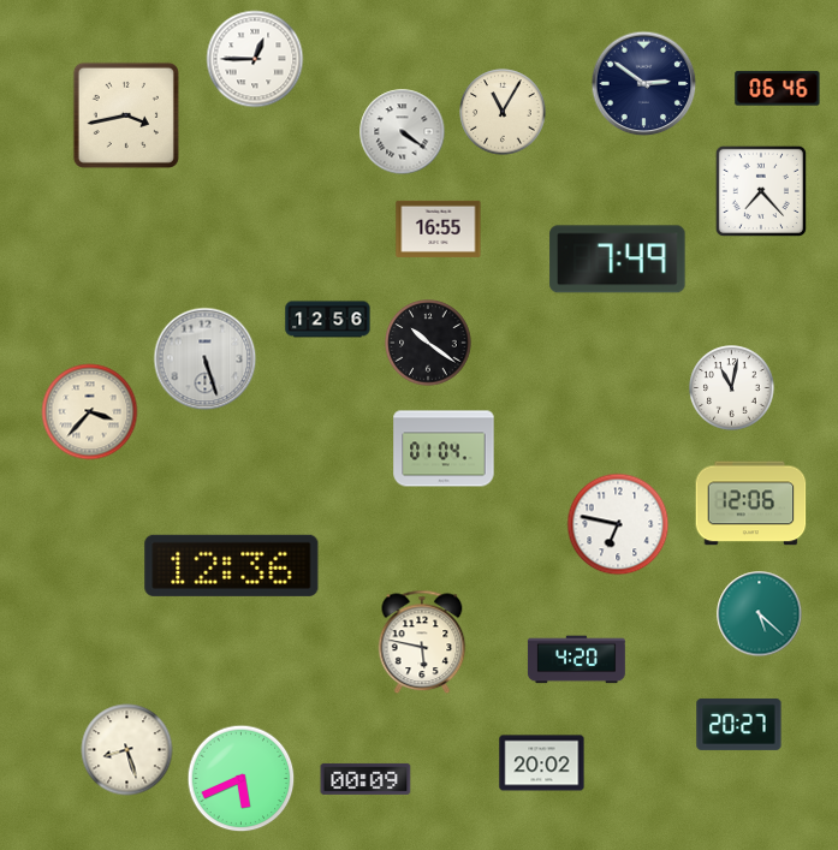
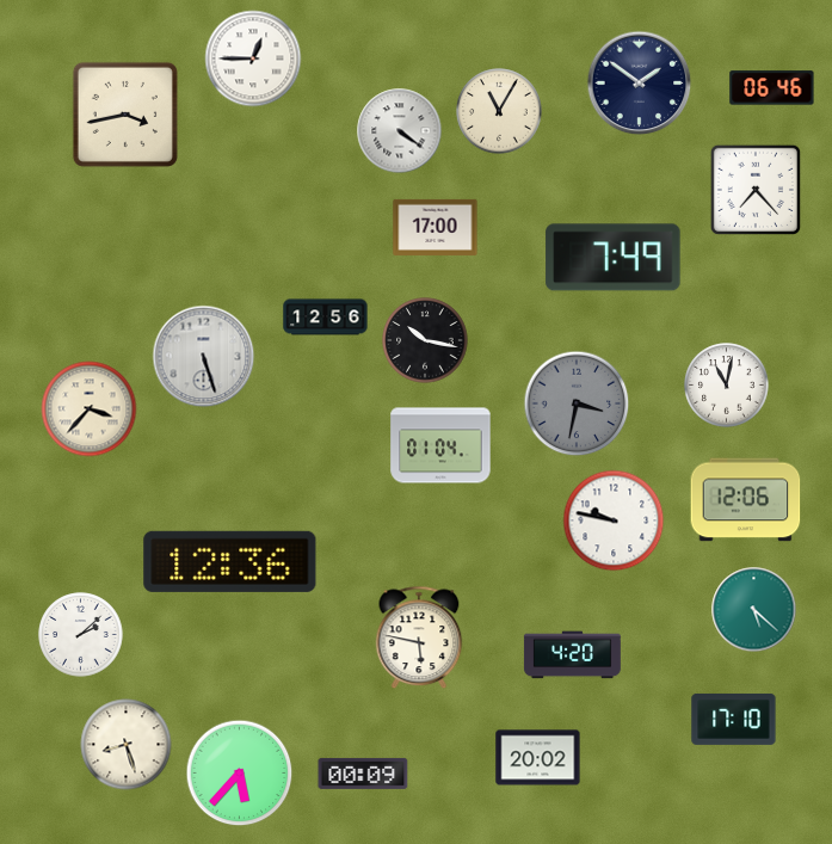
clock at (644, 84): 2:51 -> 1:51
clock at (439, 228): 16:55 -> 17:00
clock at (428, 343): 10:21 -> 10:17
clock at (577, 403): none -> 3:32
clock at (618, 524): 6:47 -> 9:47
clock at (81, 635): none -> 2:08
clock at (739, 724): 20:27 -> 17:10
clock at (242, 779): 5:41 -> 5:37
